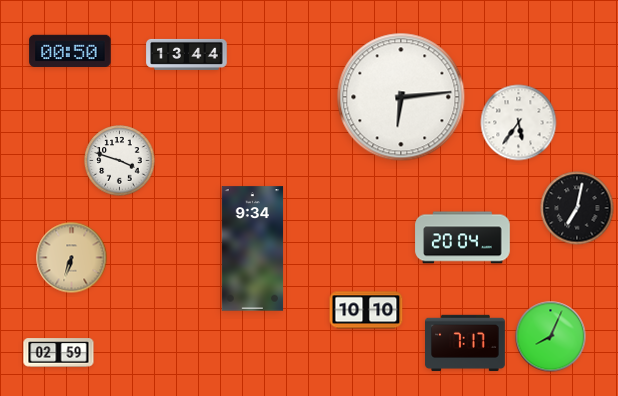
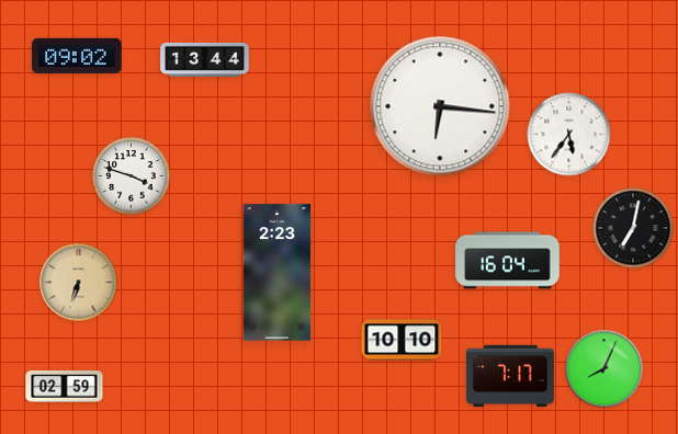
clock at (70, 51): 00:50 -> 09:02
clock at (401, 97): 6:14 -> 6:16
clock at (463, 238): 20:04 -> 16:04
clock at (253, 249): 9:34 -> 2:23
